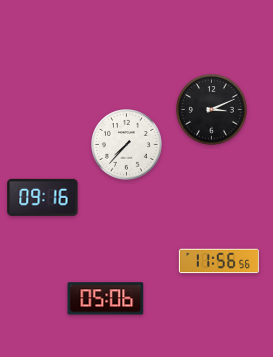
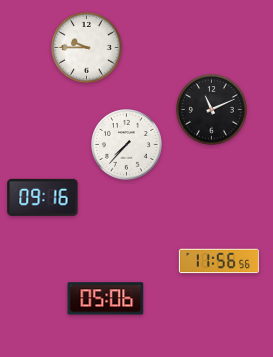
clock at (87, 48): none -> 9:45
clock at (212, 110): 3:11 -> 11:11
